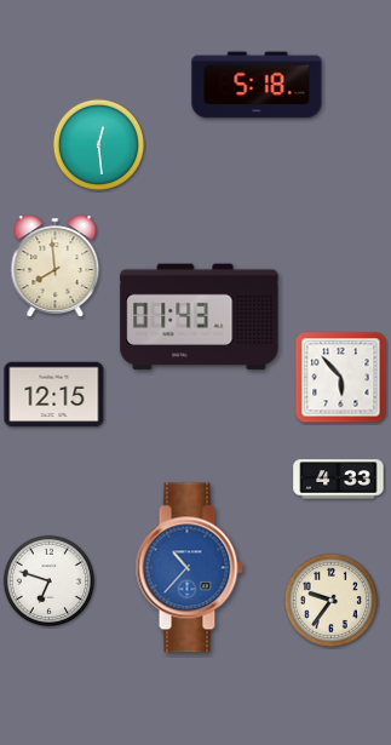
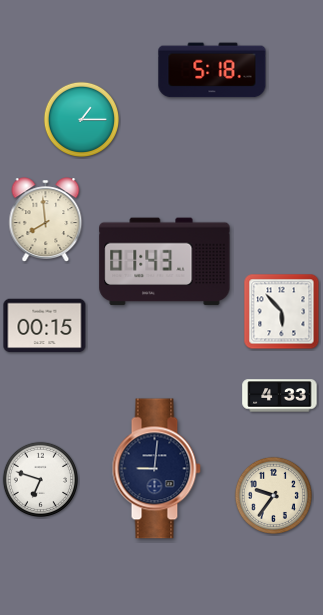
clock at (98, 144): 12:29 -> 1:15
clock at (54, 395): 12:15 -> 00:15
clock at (189, 568): 10:37 -> 9:01
clock at (189, 568) dial: blue -> navy
